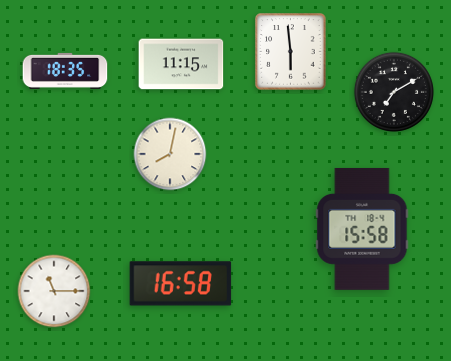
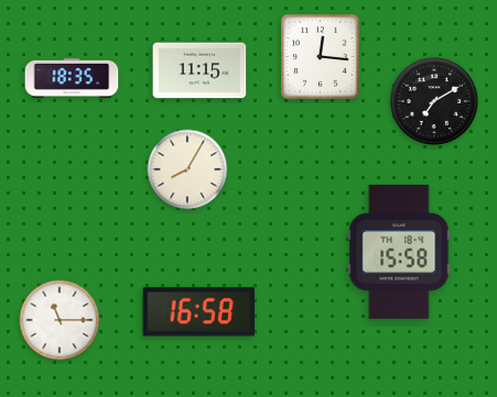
clock at (291, 52): 5:59 -> 12:16
clock at (170, 154): 8:02 -> 8:05
